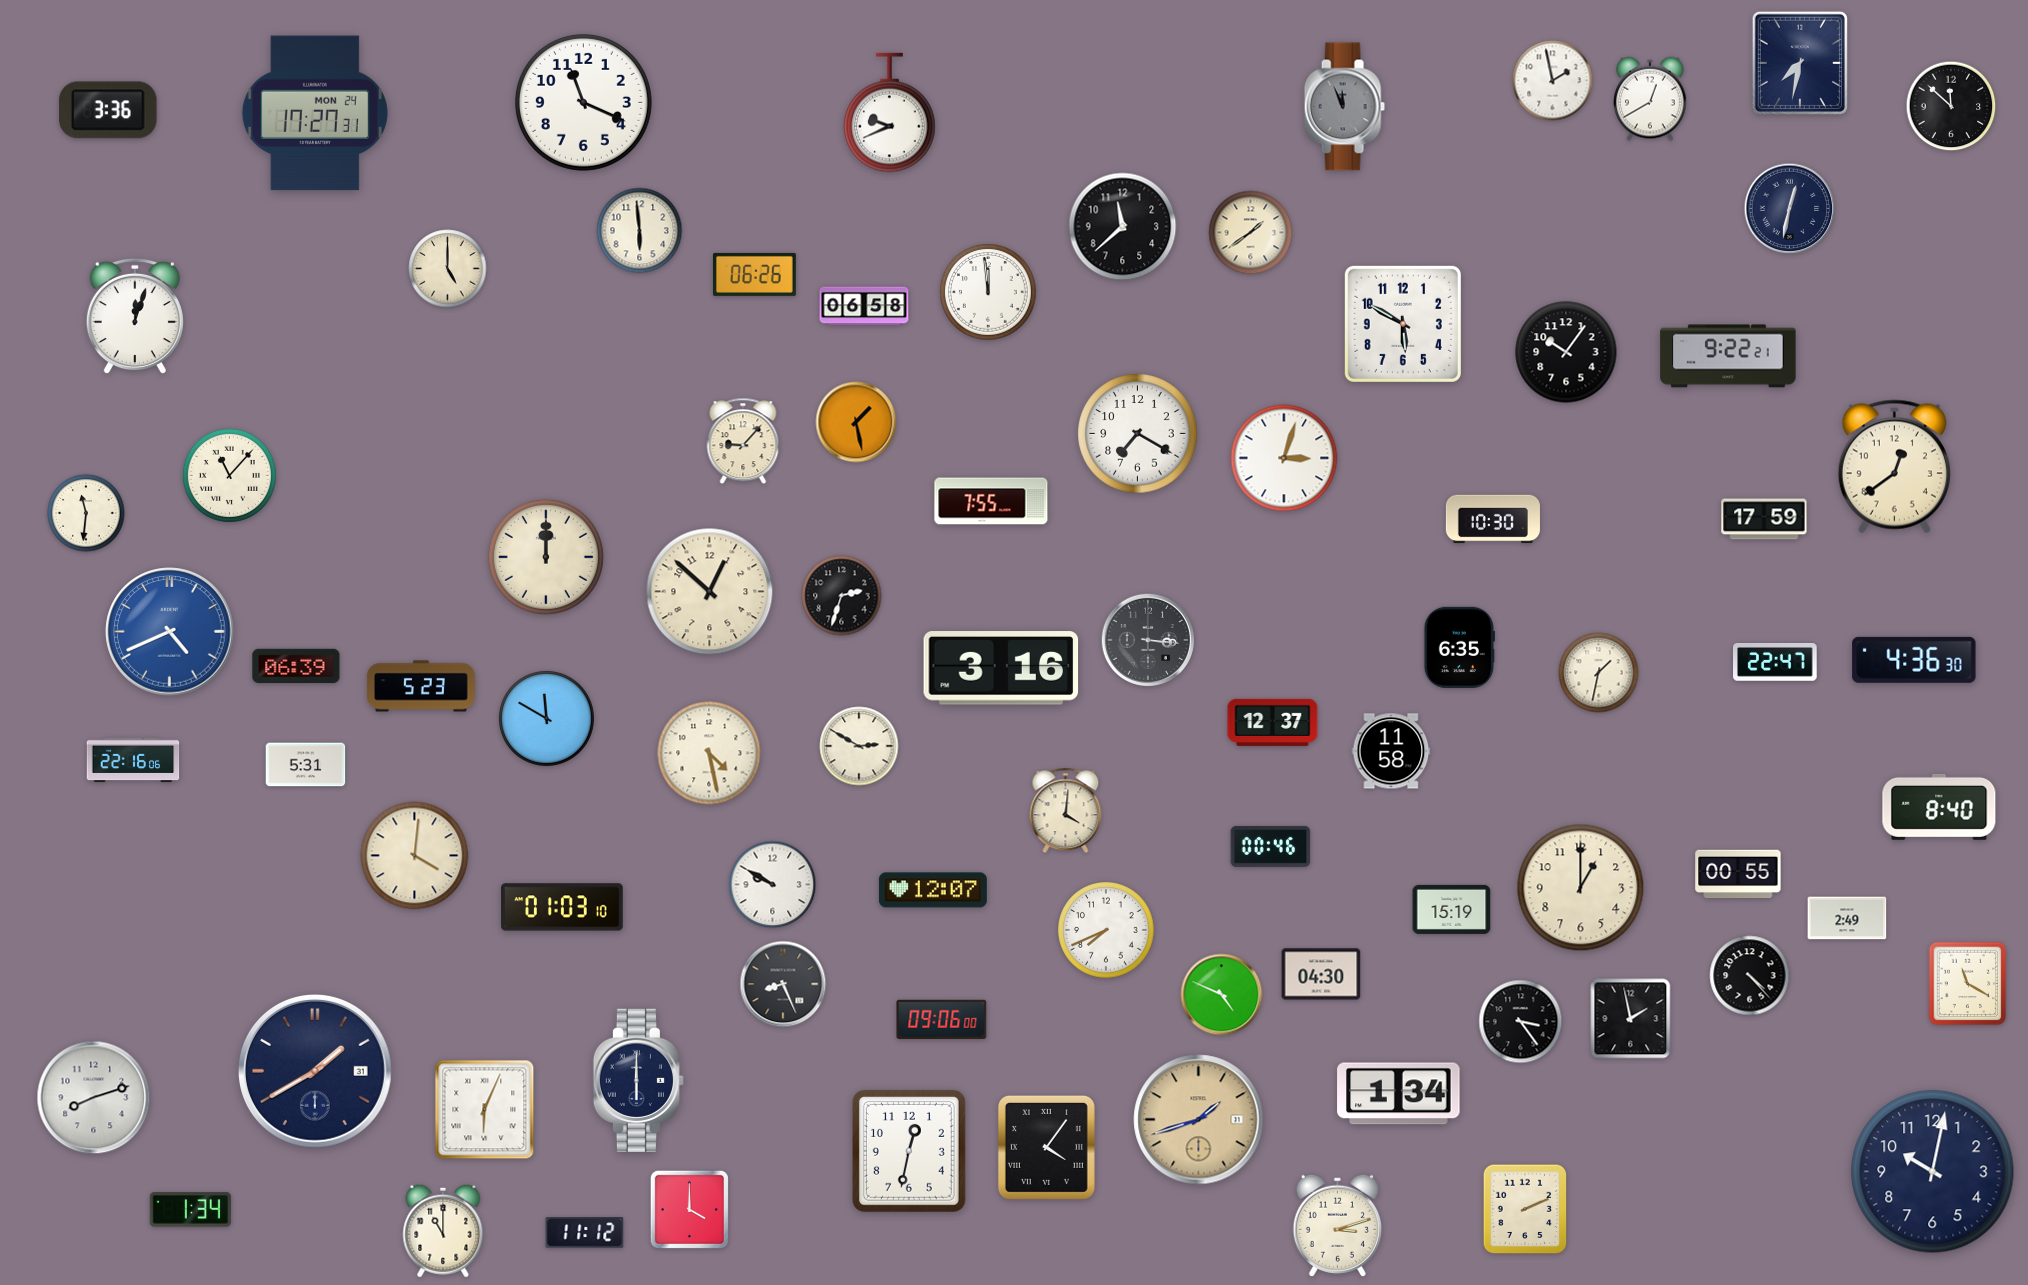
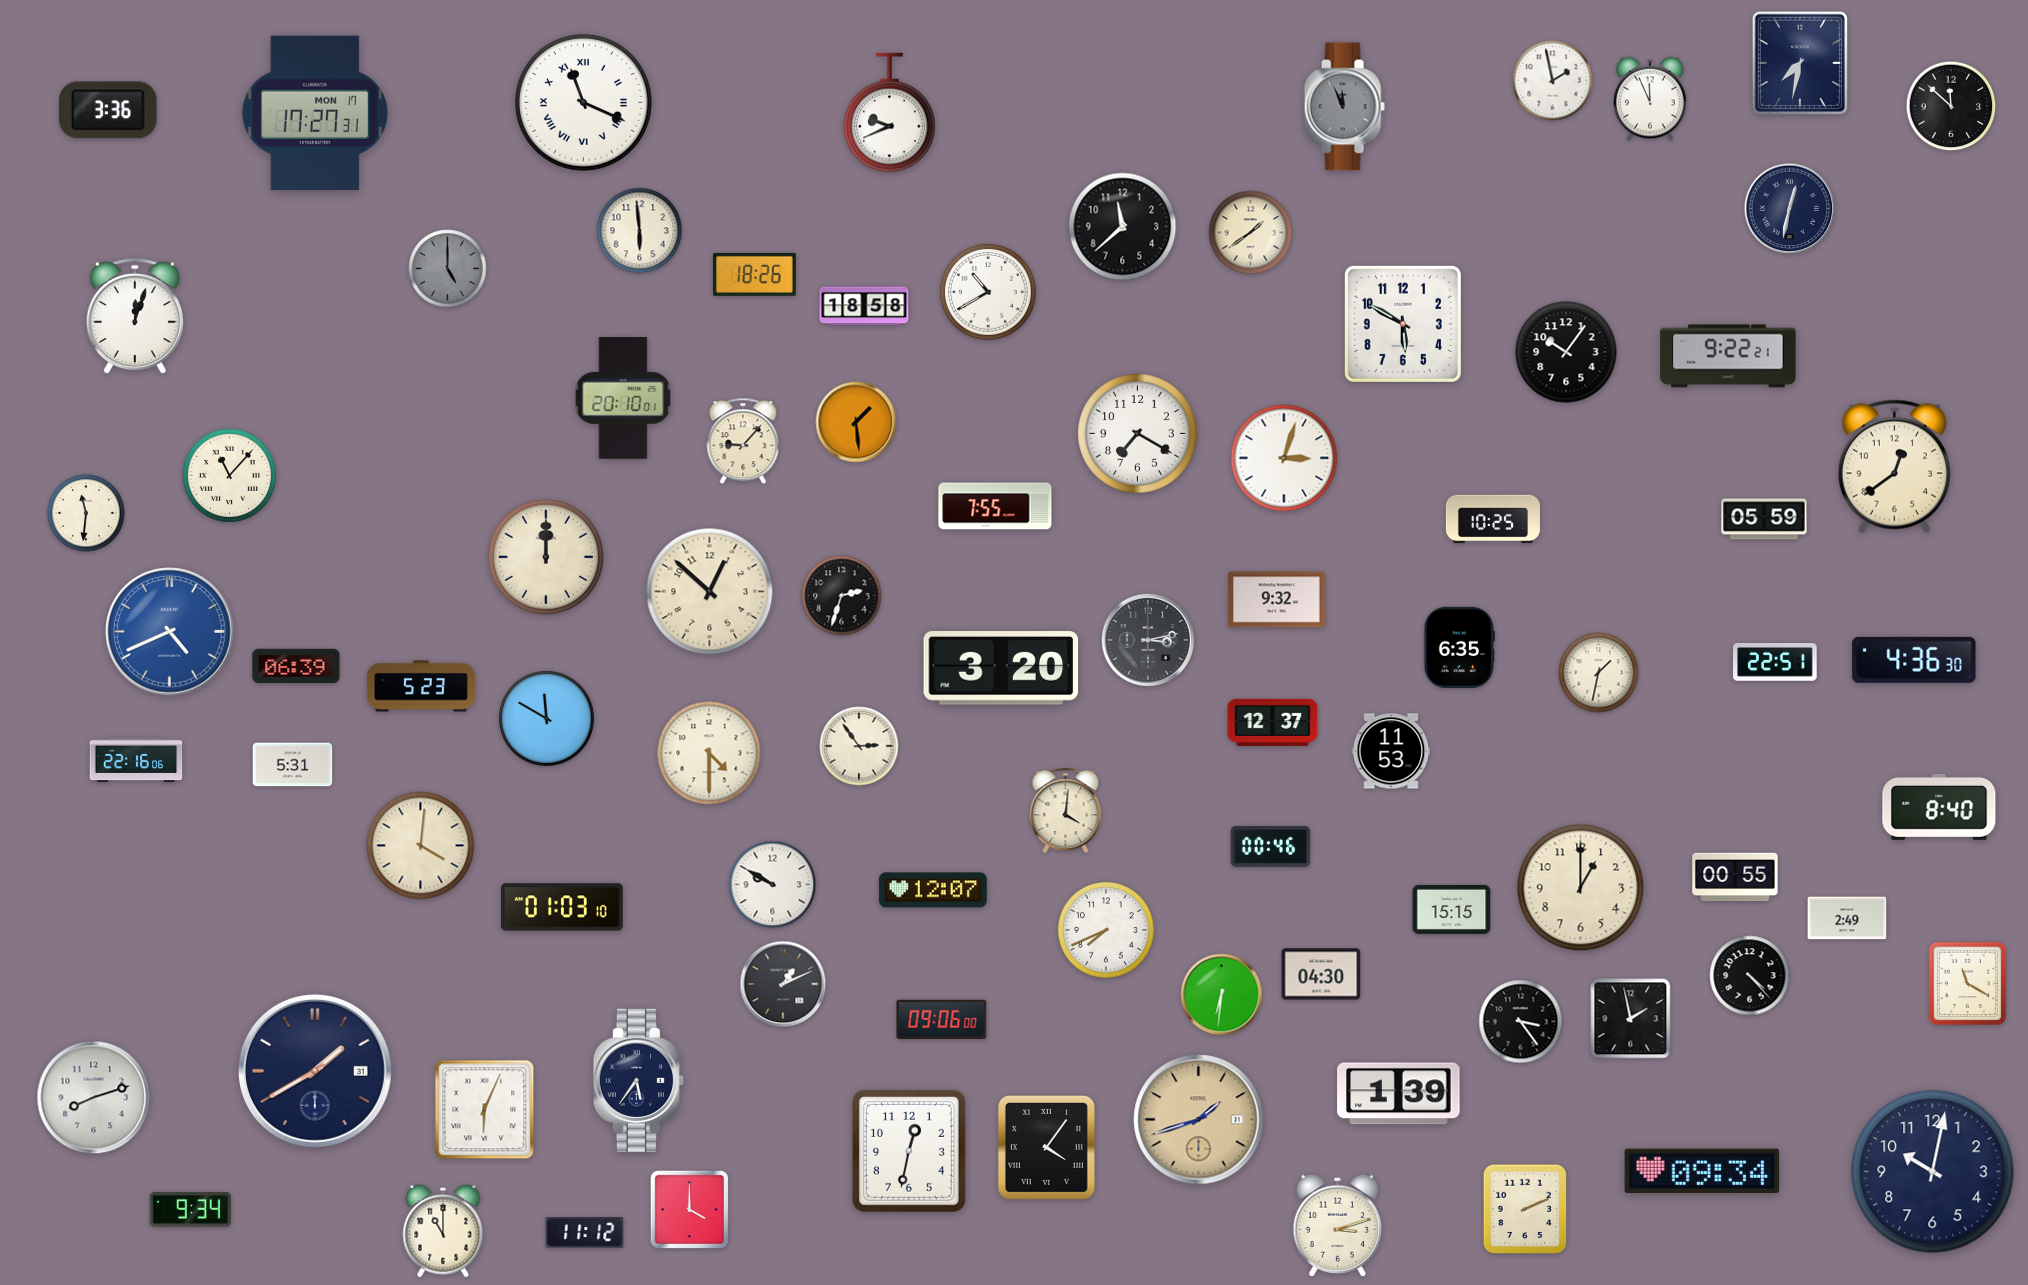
clock at (1650, 99): 12:40 -> 11:56
clock at (583, 102) numerals: Arabic -> Roman
clock at (315, 113) date: MON 24 -> MON 17
clock at (448, 269) dial: cream -> grey
clock at (754, 274): 06:26 -> 18:26
clock at (989, 293): 11:59 -> 10:40
clock at (864, 306): 06:58 -> 18:58
clock at (623, 398): none -> 20:10
clock at (856, 422): 1:28 -> 1:29
clock at (991, 501) position: (991, 501) -> (995, 506)
clock at (1493, 519): 10:30 -> 10:25
clock at (1764, 519): 17:59 -> 05:59
clock at (1277, 600): none -> 9:32
clock at (1147, 639): 3:16 -> 3:13
clock at (1776, 663): 22:47 -> 22:51
clock at (1001, 668): 3:16 -> 3:20
clock at (859, 746): 2:50 -> 2:54
clock at (1391, 751): 11:58 -> 11:53
clock at (709, 753): 4:28 -> 4:30
clock at (133, 760) position: (133, 760) -> (136, 760)
clock at (306, 765) position: (306, 765) -> (293, 765)
clock at (415, 856) position: (415, 856) -> (421, 846)
clock at (1738, 874) position: (1738, 874) -> (1735, 877)
clock at (1452, 909): 15:19 -> 15:15
clock at (783, 984): 8:26 -> 1:11
clock at (1222, 995): 4:49 -> 6:31
clock at (638, 1080): 6:00 -> 5:36
clock at (1399, 1094): 1:34 -> 1:39
clock at (1702, 1171): none -> 09:34
clock at (190, 1210): 1:34 -> 9:34
